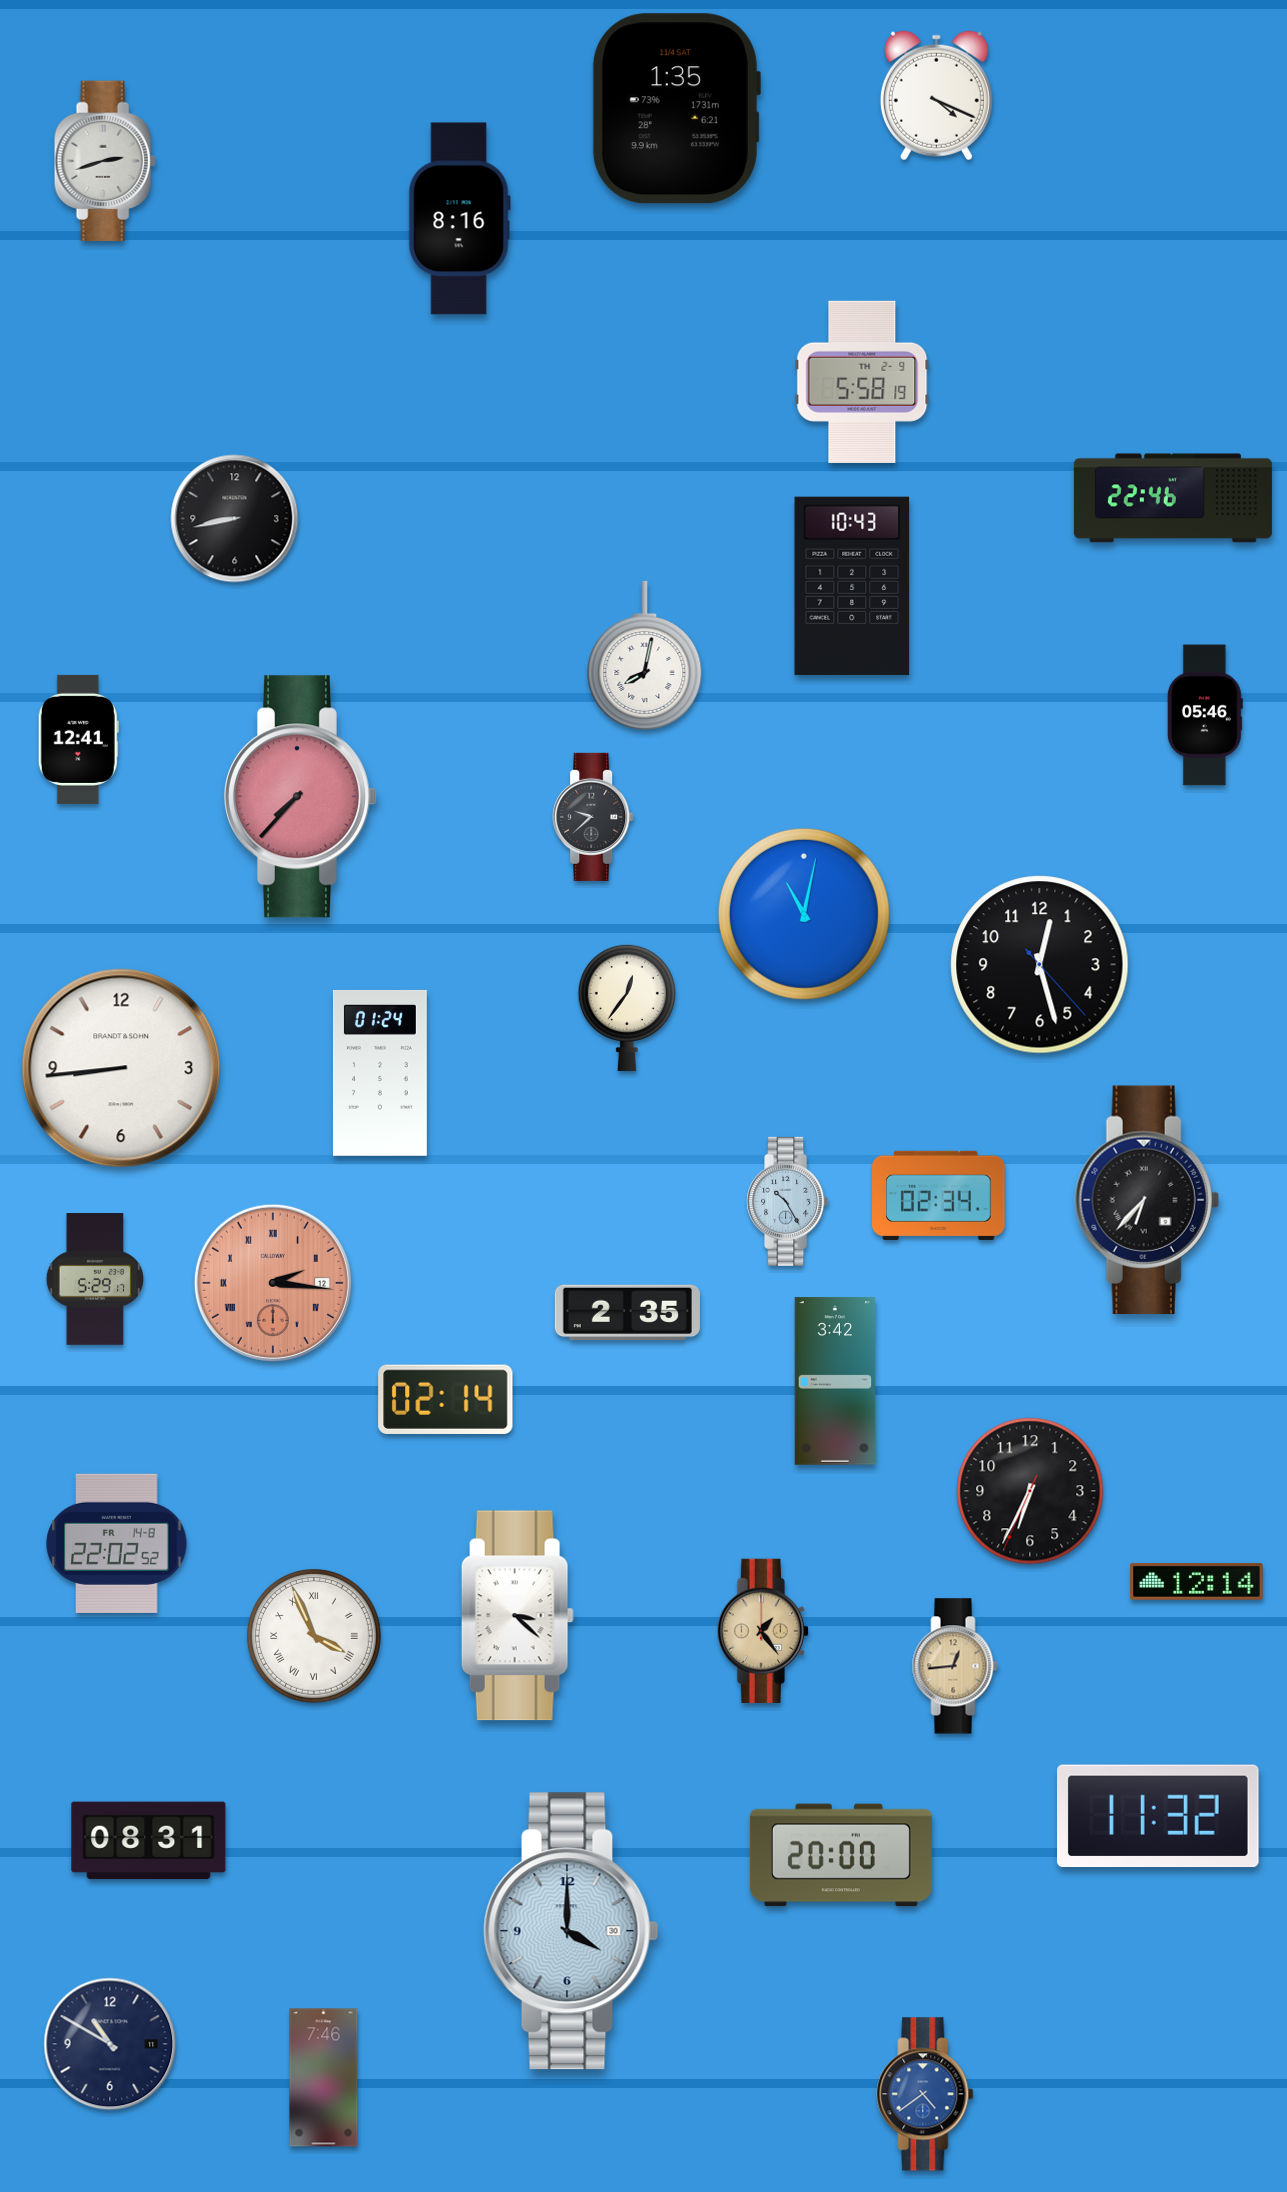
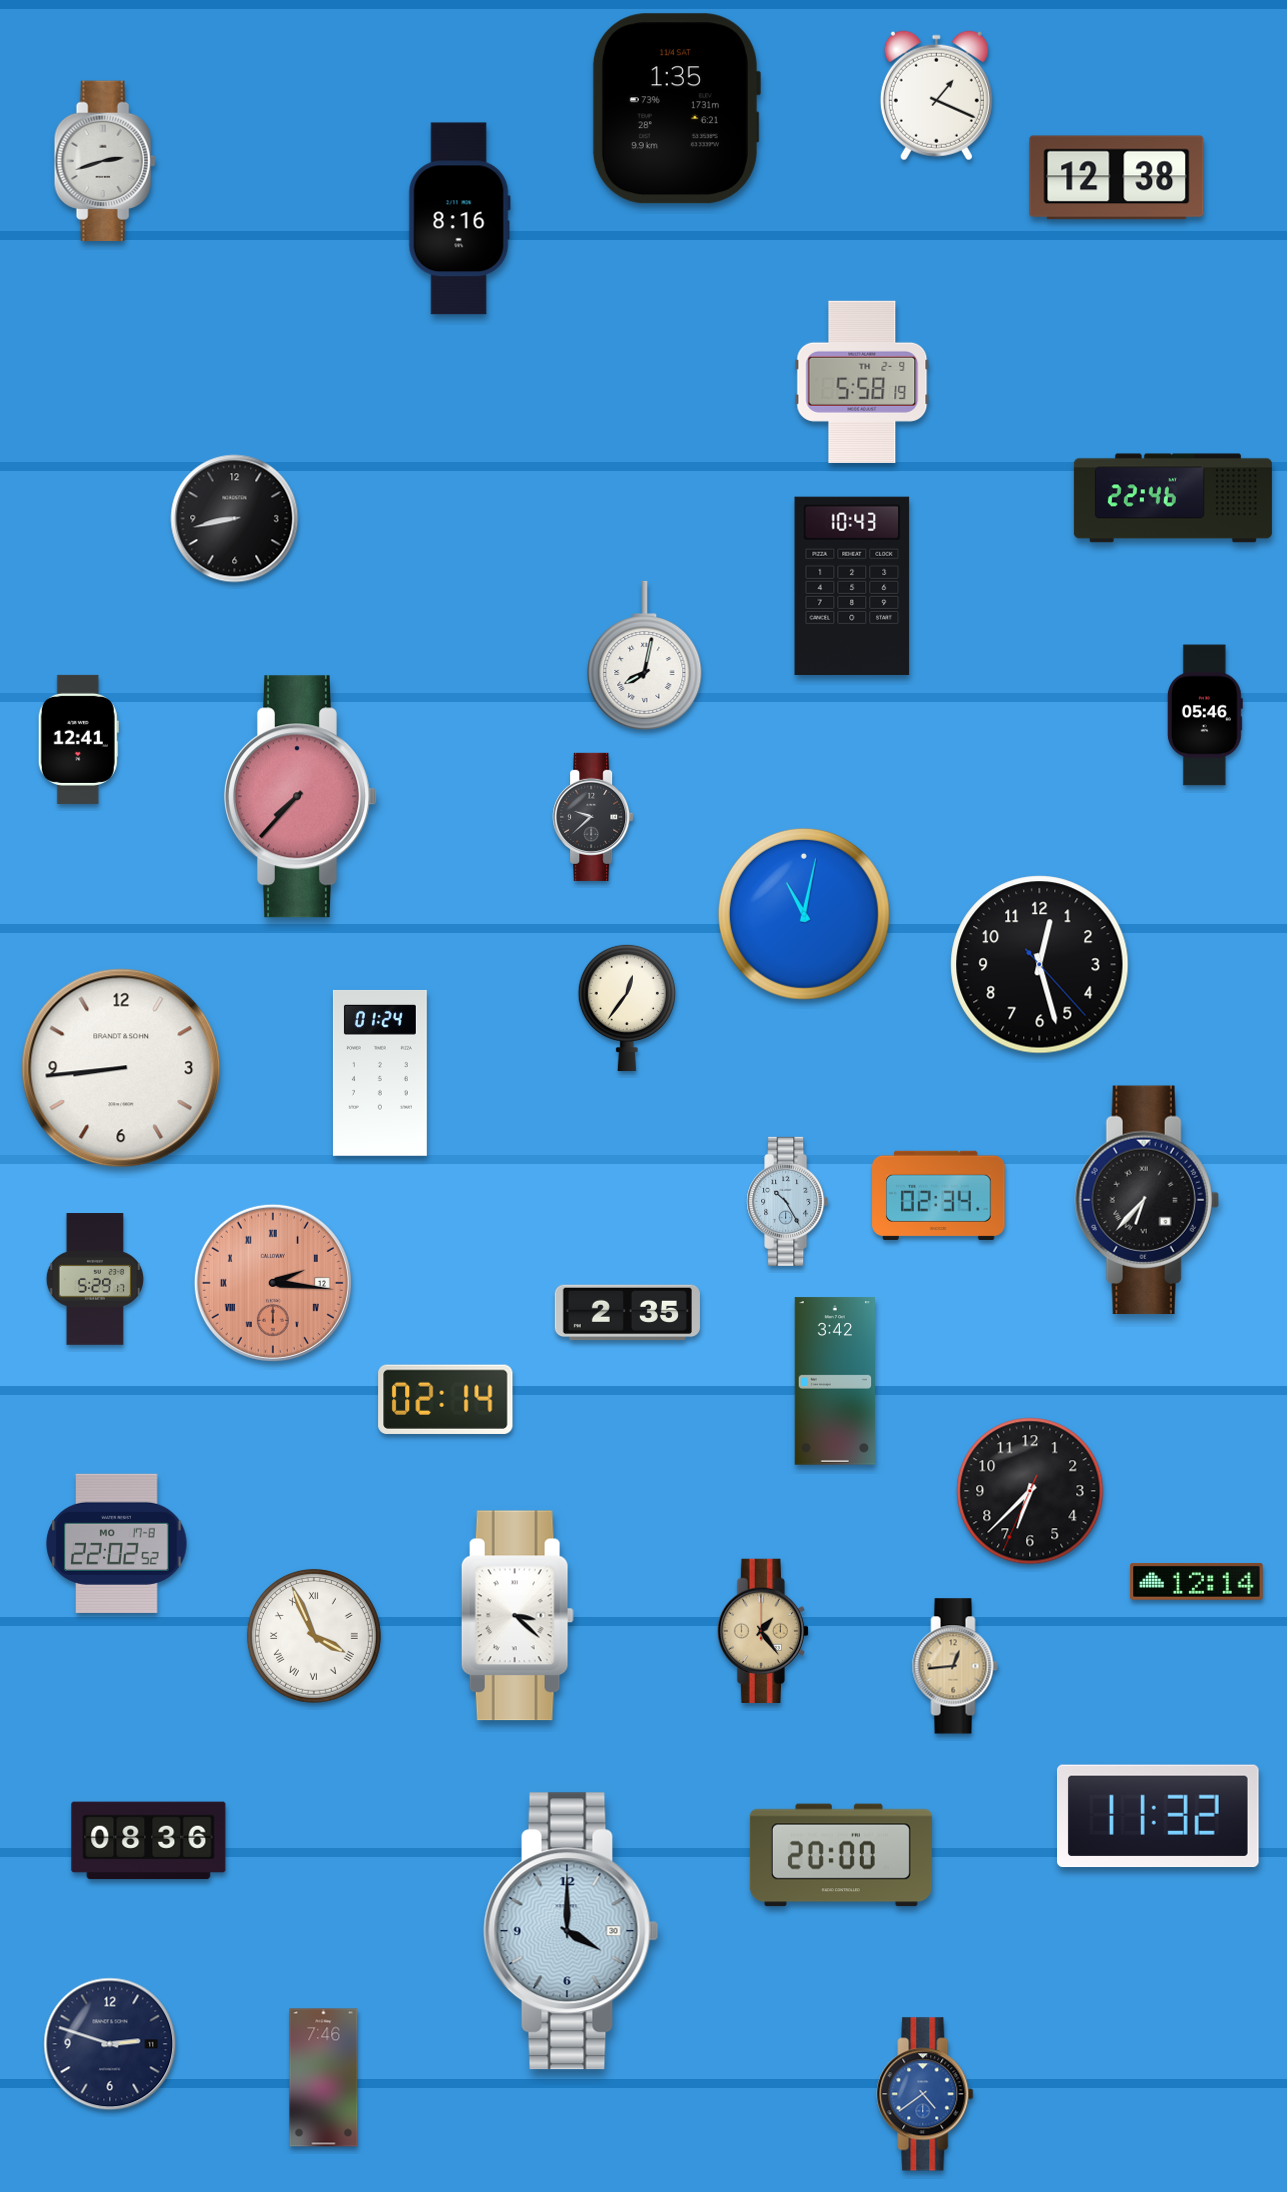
clock at (936, 96): 4:19 -> 1:19
clock at (1117, 178): none -> 12:38
clock at (1030, 1491): 6:34 -> 6:37
clock at (117, 1543) date: FR 14-8 -> MO 17-8
clock at (149, 1841): 08:31 -> 08:36
clock at (110, 2044): 10:50 -> 2:48
